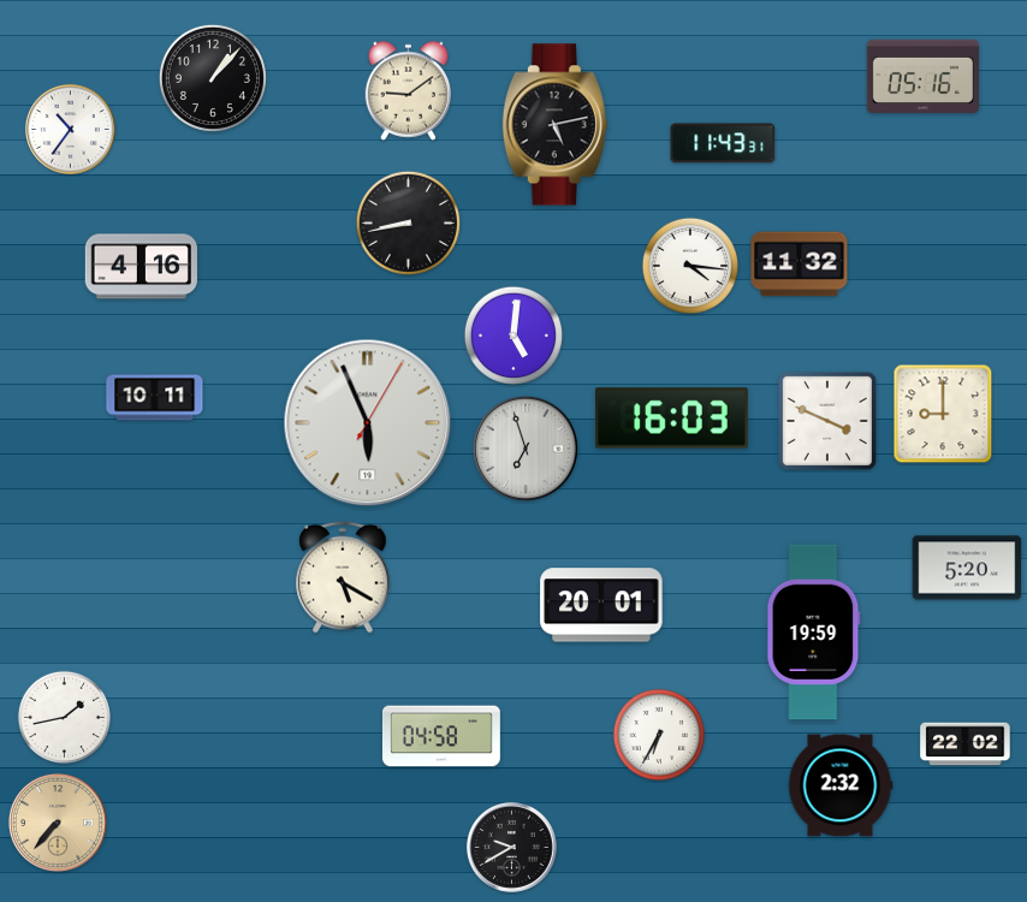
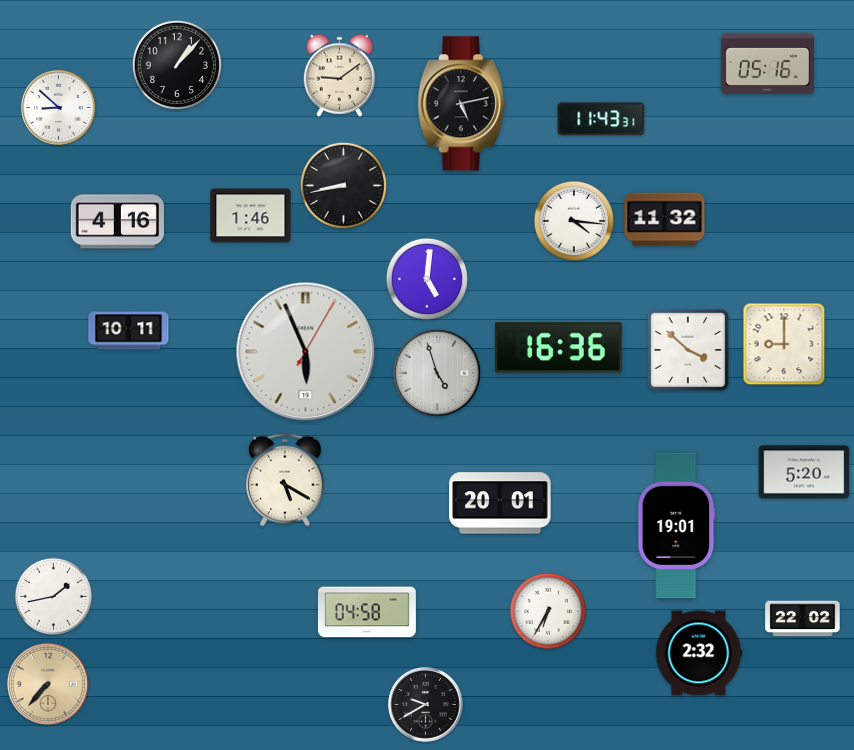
clock at (70, 129): 10:36 -> 8:52
clock at (408, 222) position: (408, 222) -> (343, 185)
clock at (251, 216): none -> 1:46
clock at (672, 419): 16:03 -> 16:36
clock at (827, 421): 3:49 -> 3:52
clock at (526, 449): 6:57 -> 4:57
clock at (814, 633): 19:59 -> 19:01
